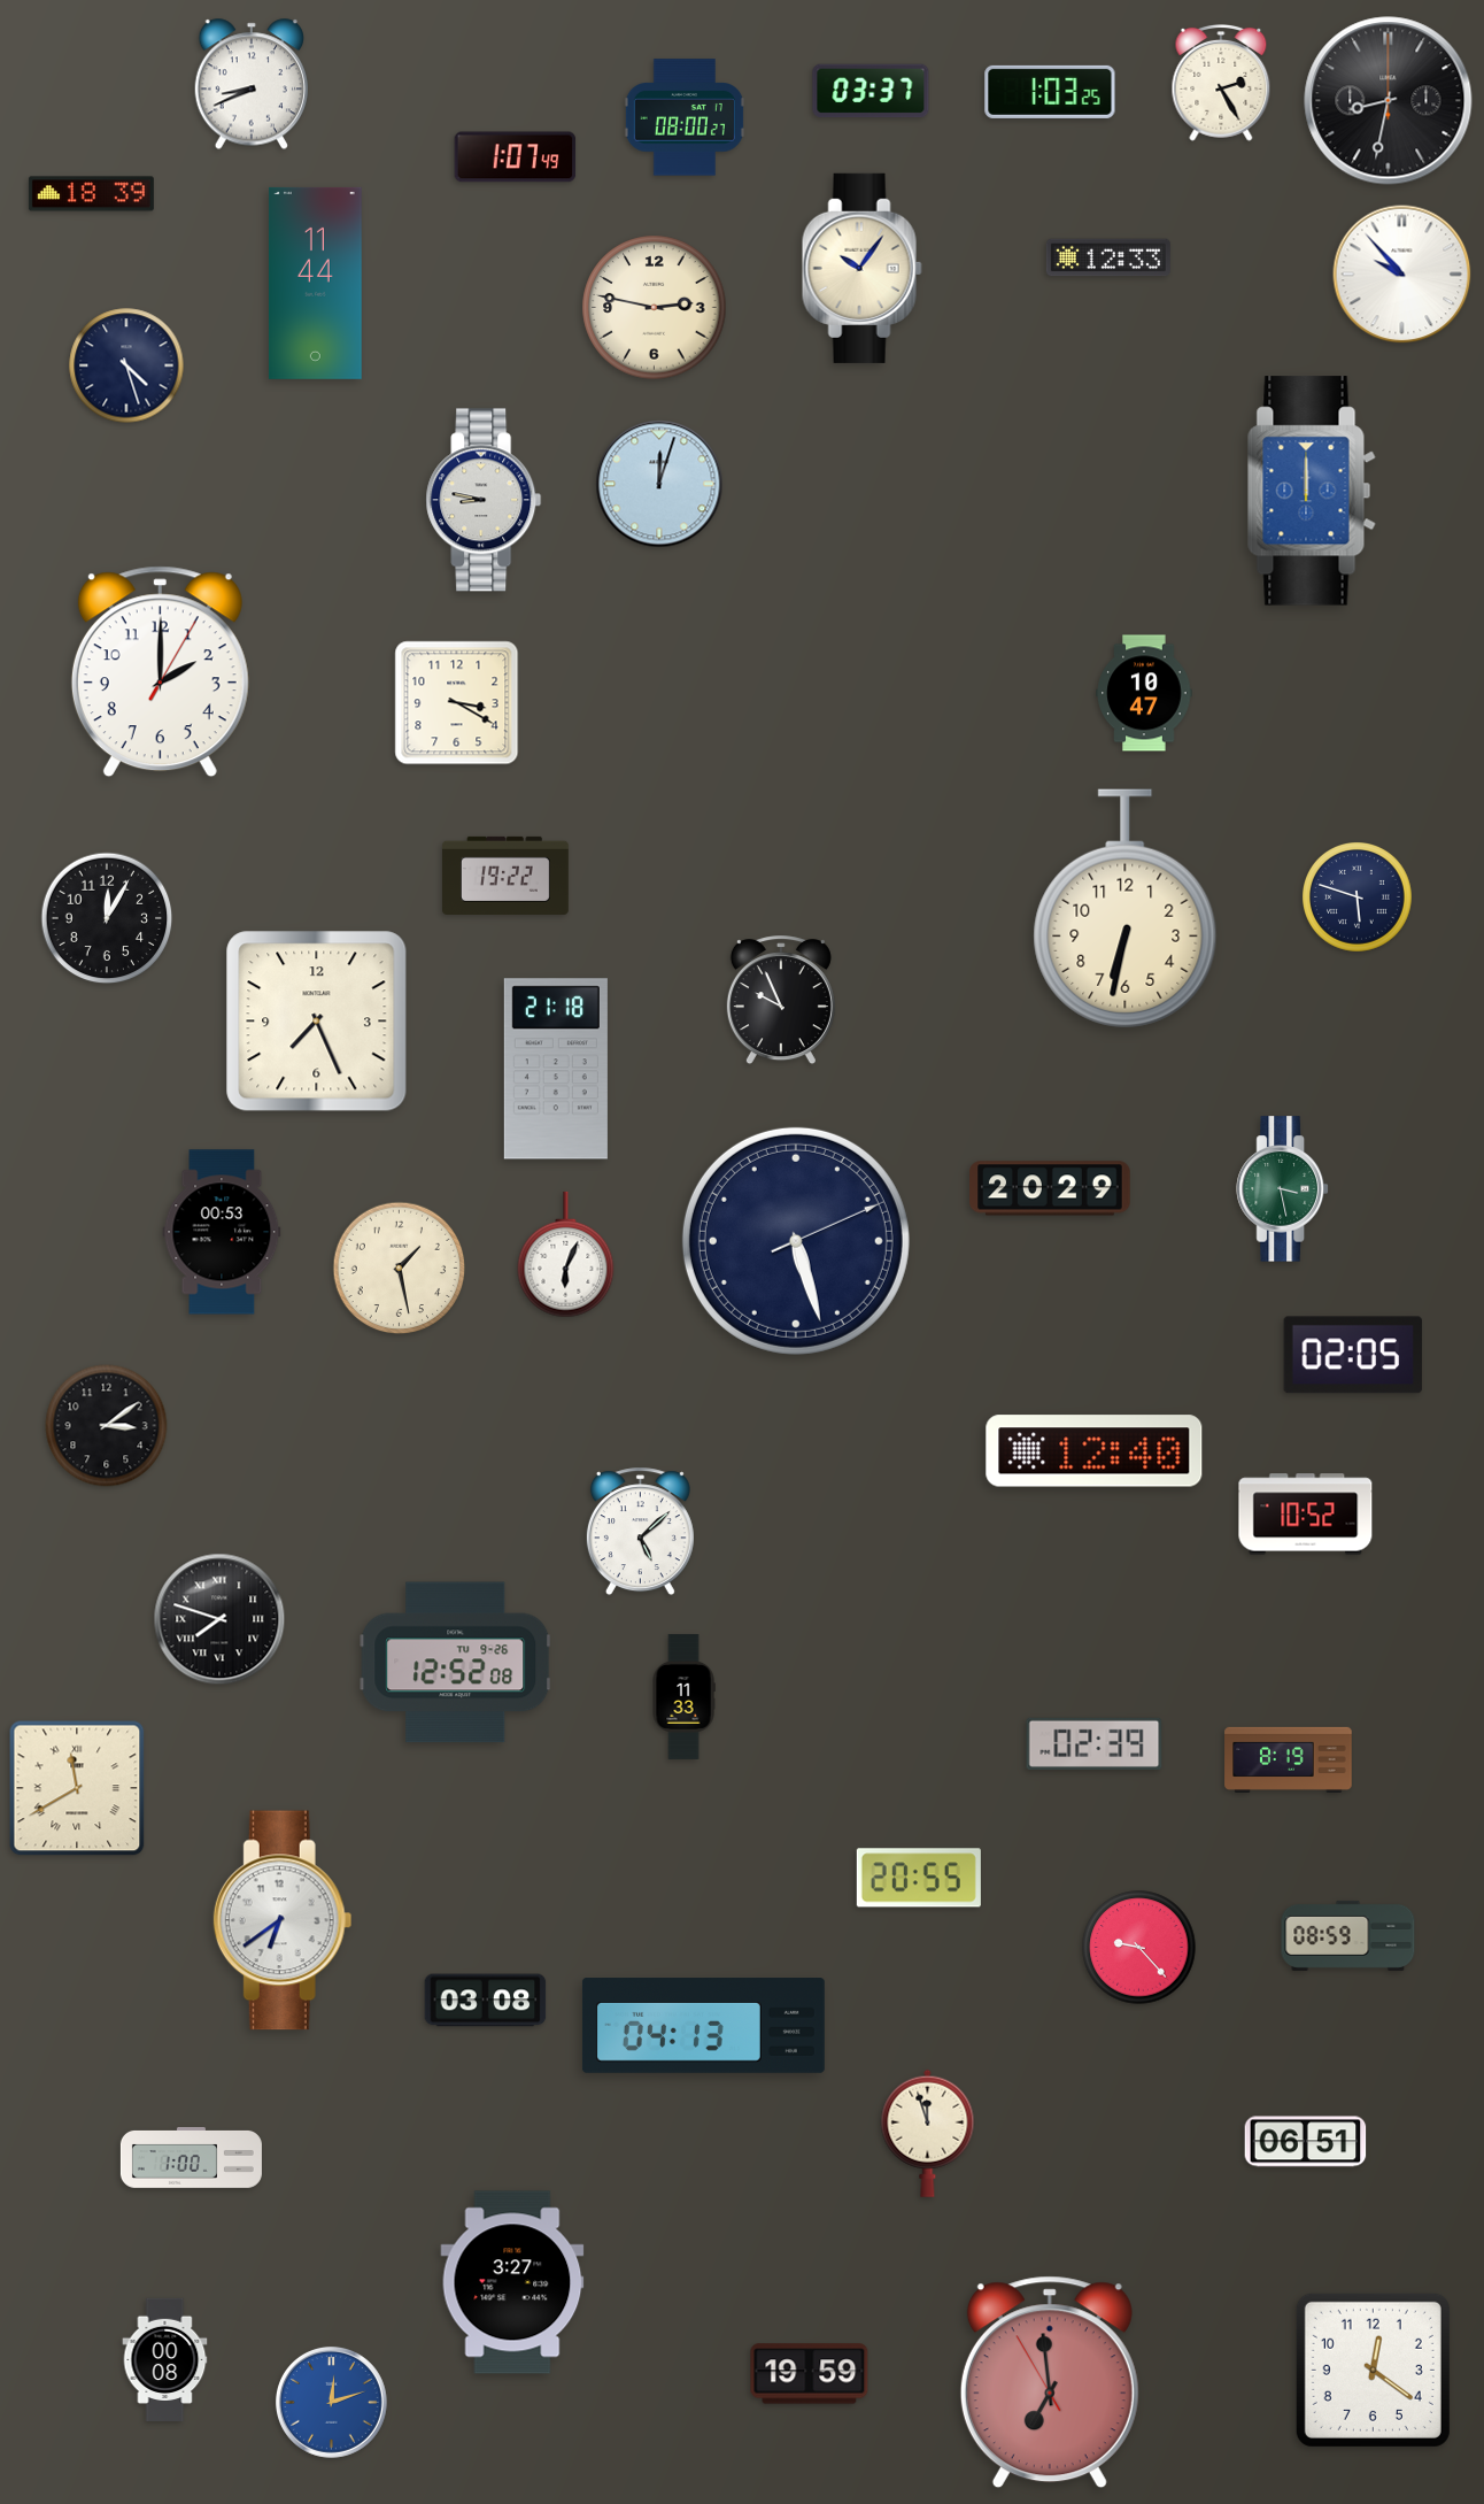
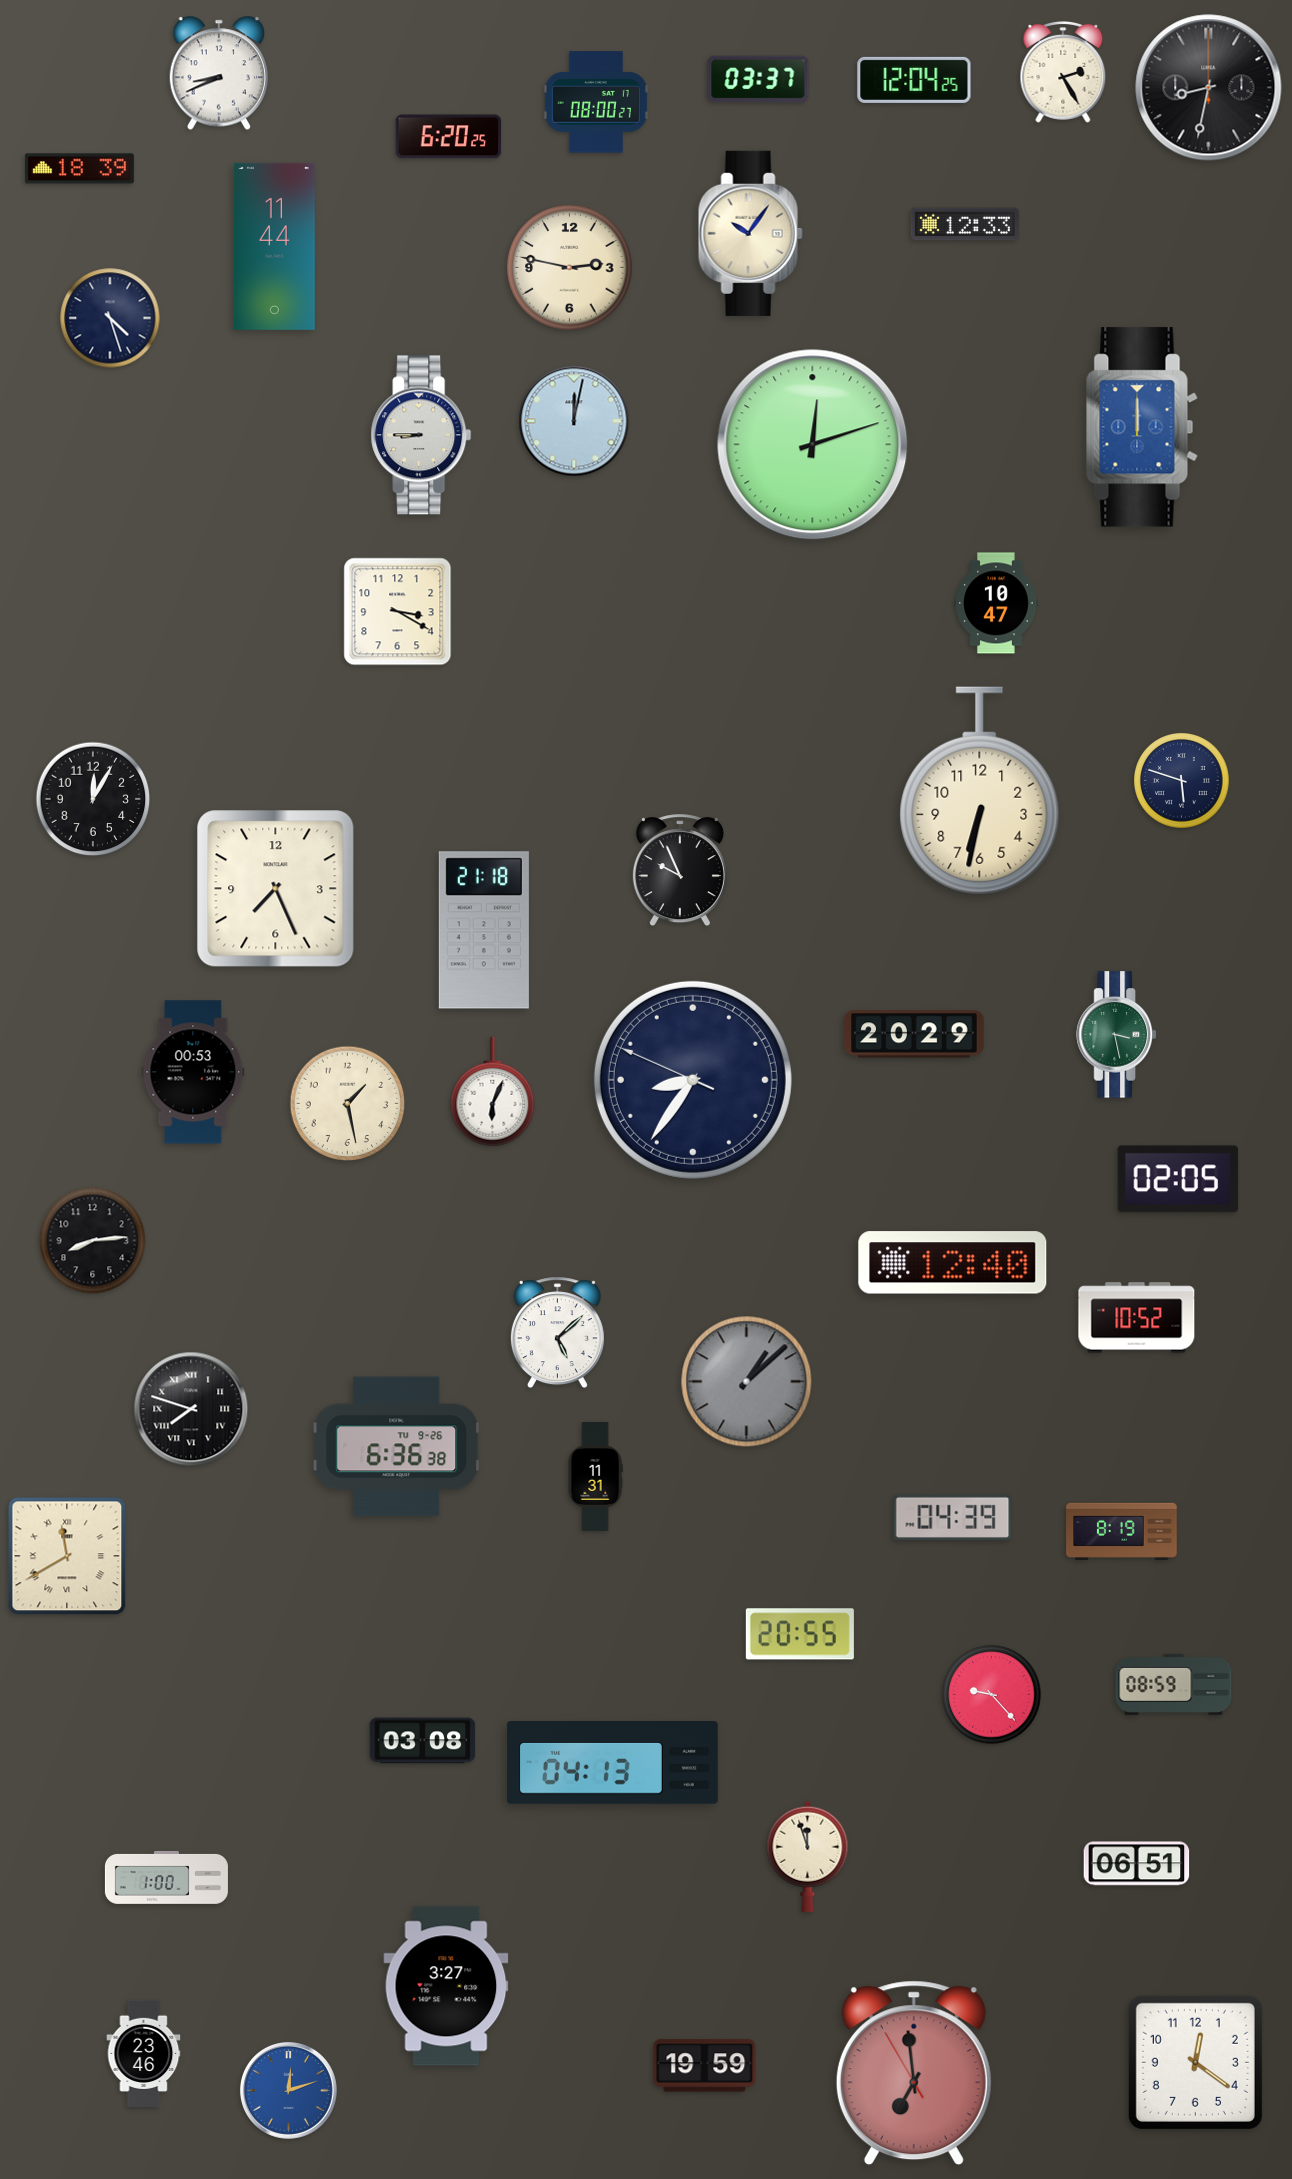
clock at (1050, 92): 1:03 -> 12:04
clock at (516, 157): 1:07 -> 6:20
clock at (1402, 275): 9:53 -> none
clock at (659, 484): 12:03 -> 12:02
clock at (484, 500): 8:47 -> 8:45
clock at (813, 445): none -> 12:12
clock at (160, 672): 2:00 -> none
clock at (507, 876): 19:22 -> none
clock at (796, 1241): 5:27 -> 8:35
clock at (107, 1426): 3:09 -> 8:14
clock at (747, 1382): none -> 1:08
clock at (456, 1663): 12:52 -> 6:36
clock at (683, 1696): 11:33 -> 11:31
clock at (1095, 1743): 02:39 -> 04:39
clock at (283, 1920): 6:39 -> none
clock at (165, 2359): 00:08 -> 23:46
